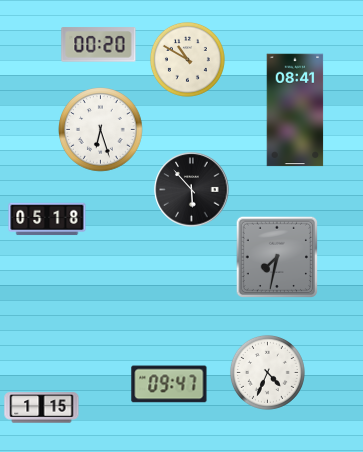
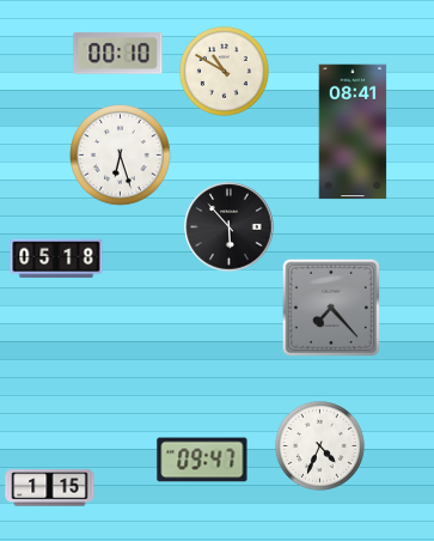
clock at (99, 45): 00:20 -> 00:10
clock at (47, 219) position: (47, 219) -> (56, 259)
clock at (276, 256): 7:32 -> 7:23
